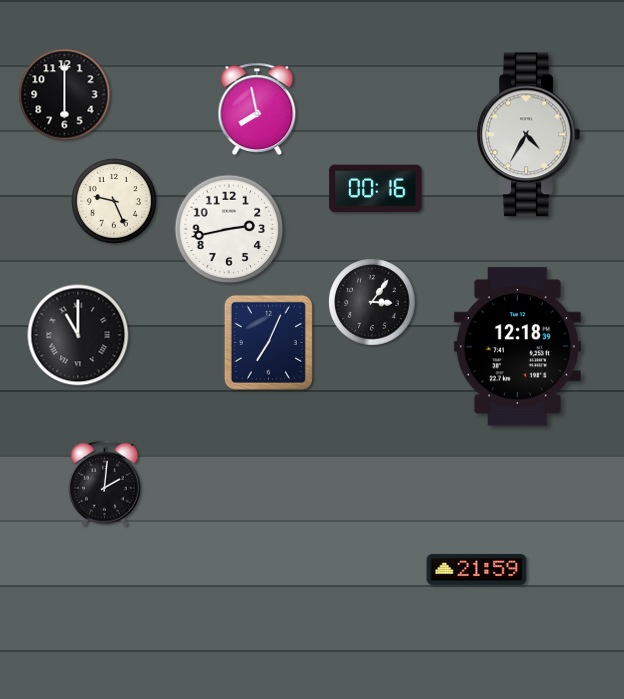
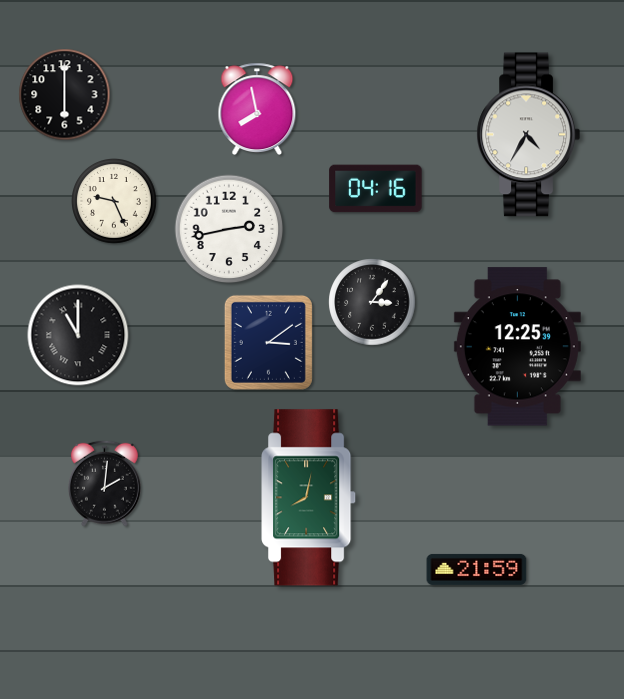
clock at (376, 189): 00:16 -> 04:16
clock at (268, 342): 7:04 -> 3:09
clock at (517, 347): 12:18 -> 12:25
clock at (309, 498): none -> 8:02
